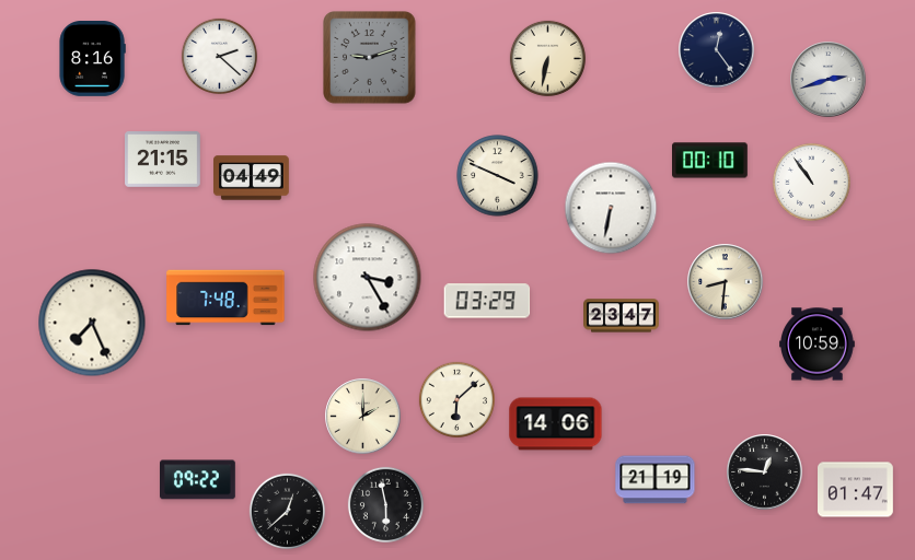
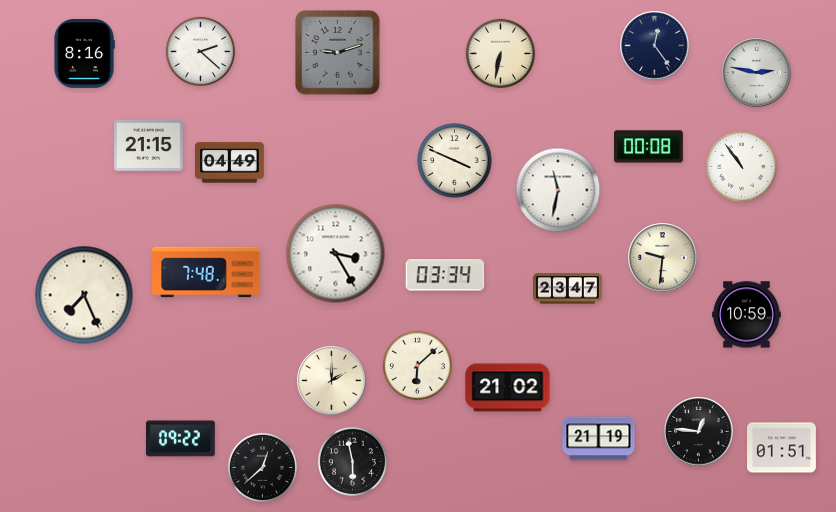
clock at (829, 80): 2:42 -> 2:47
clock at (710, 161): 00:10 -> 00:08
clock at (611, 208): 6:32 -> 11:32
clock at (726, 282): 8:31 -> 9:31
clock at (486, 301): 03:29 -> 03:34
clock at (556, 424): 14:06 -> 21:02
clock at (856, 490): 01:47 -> 01:51
